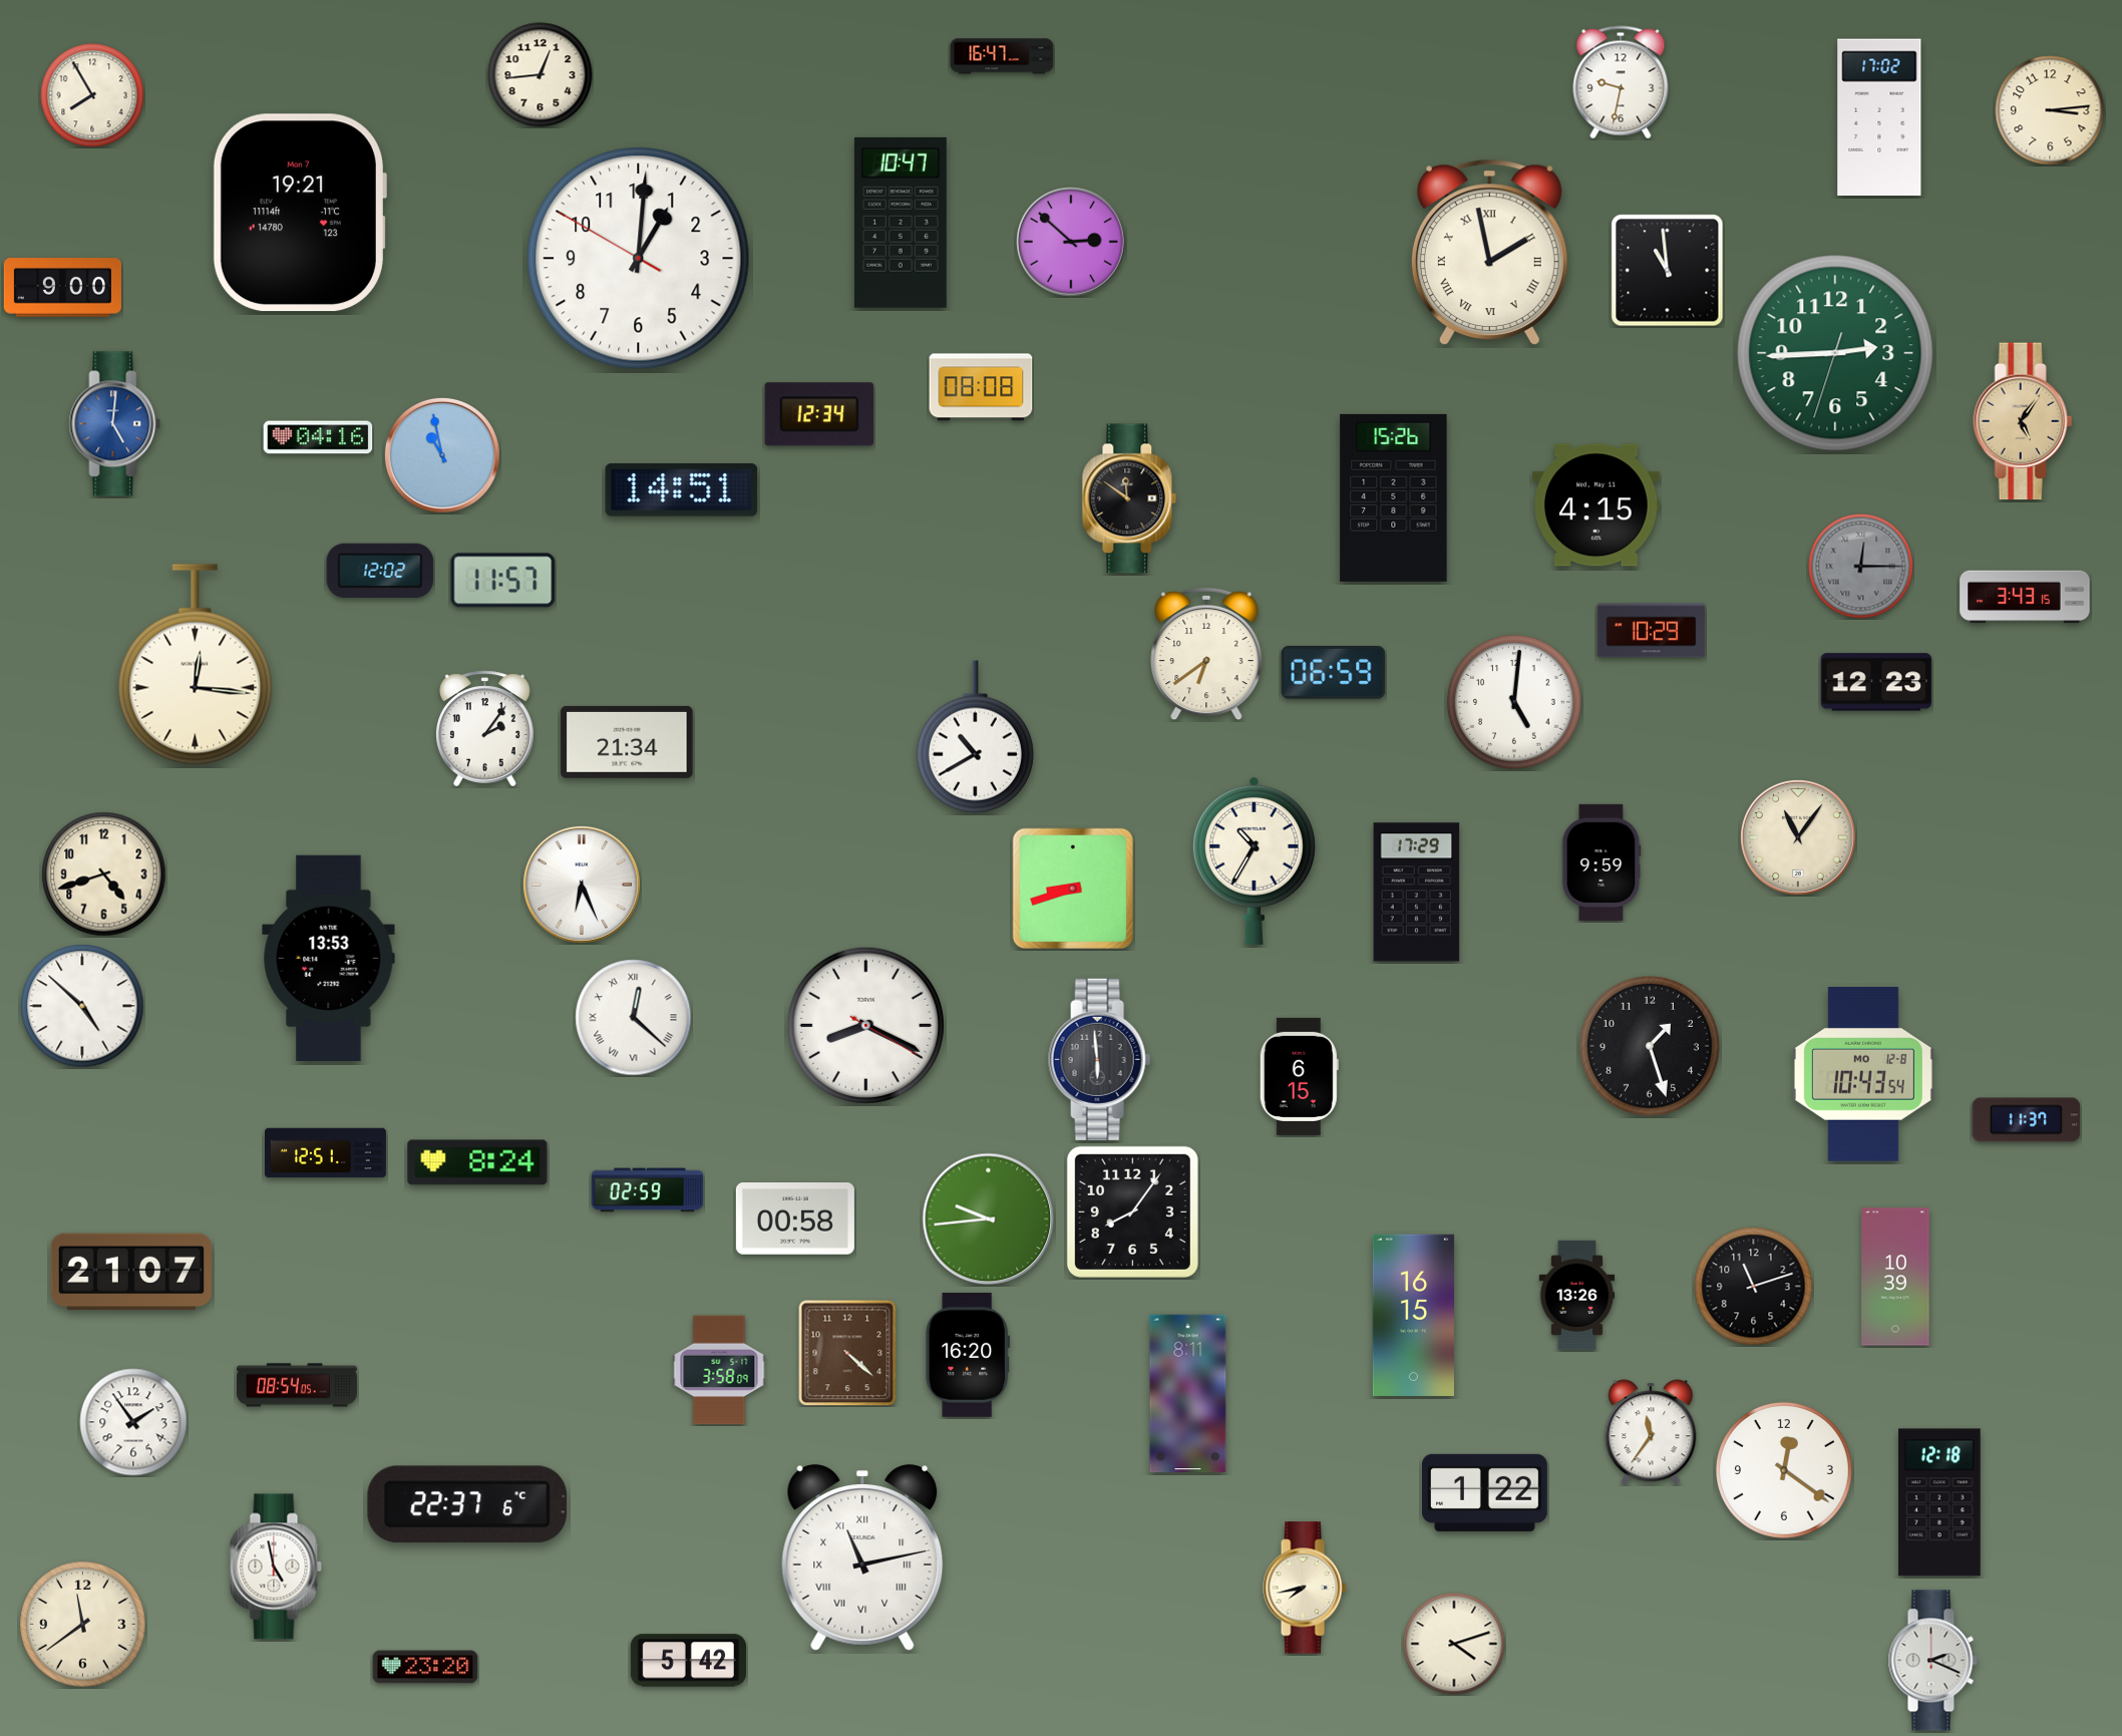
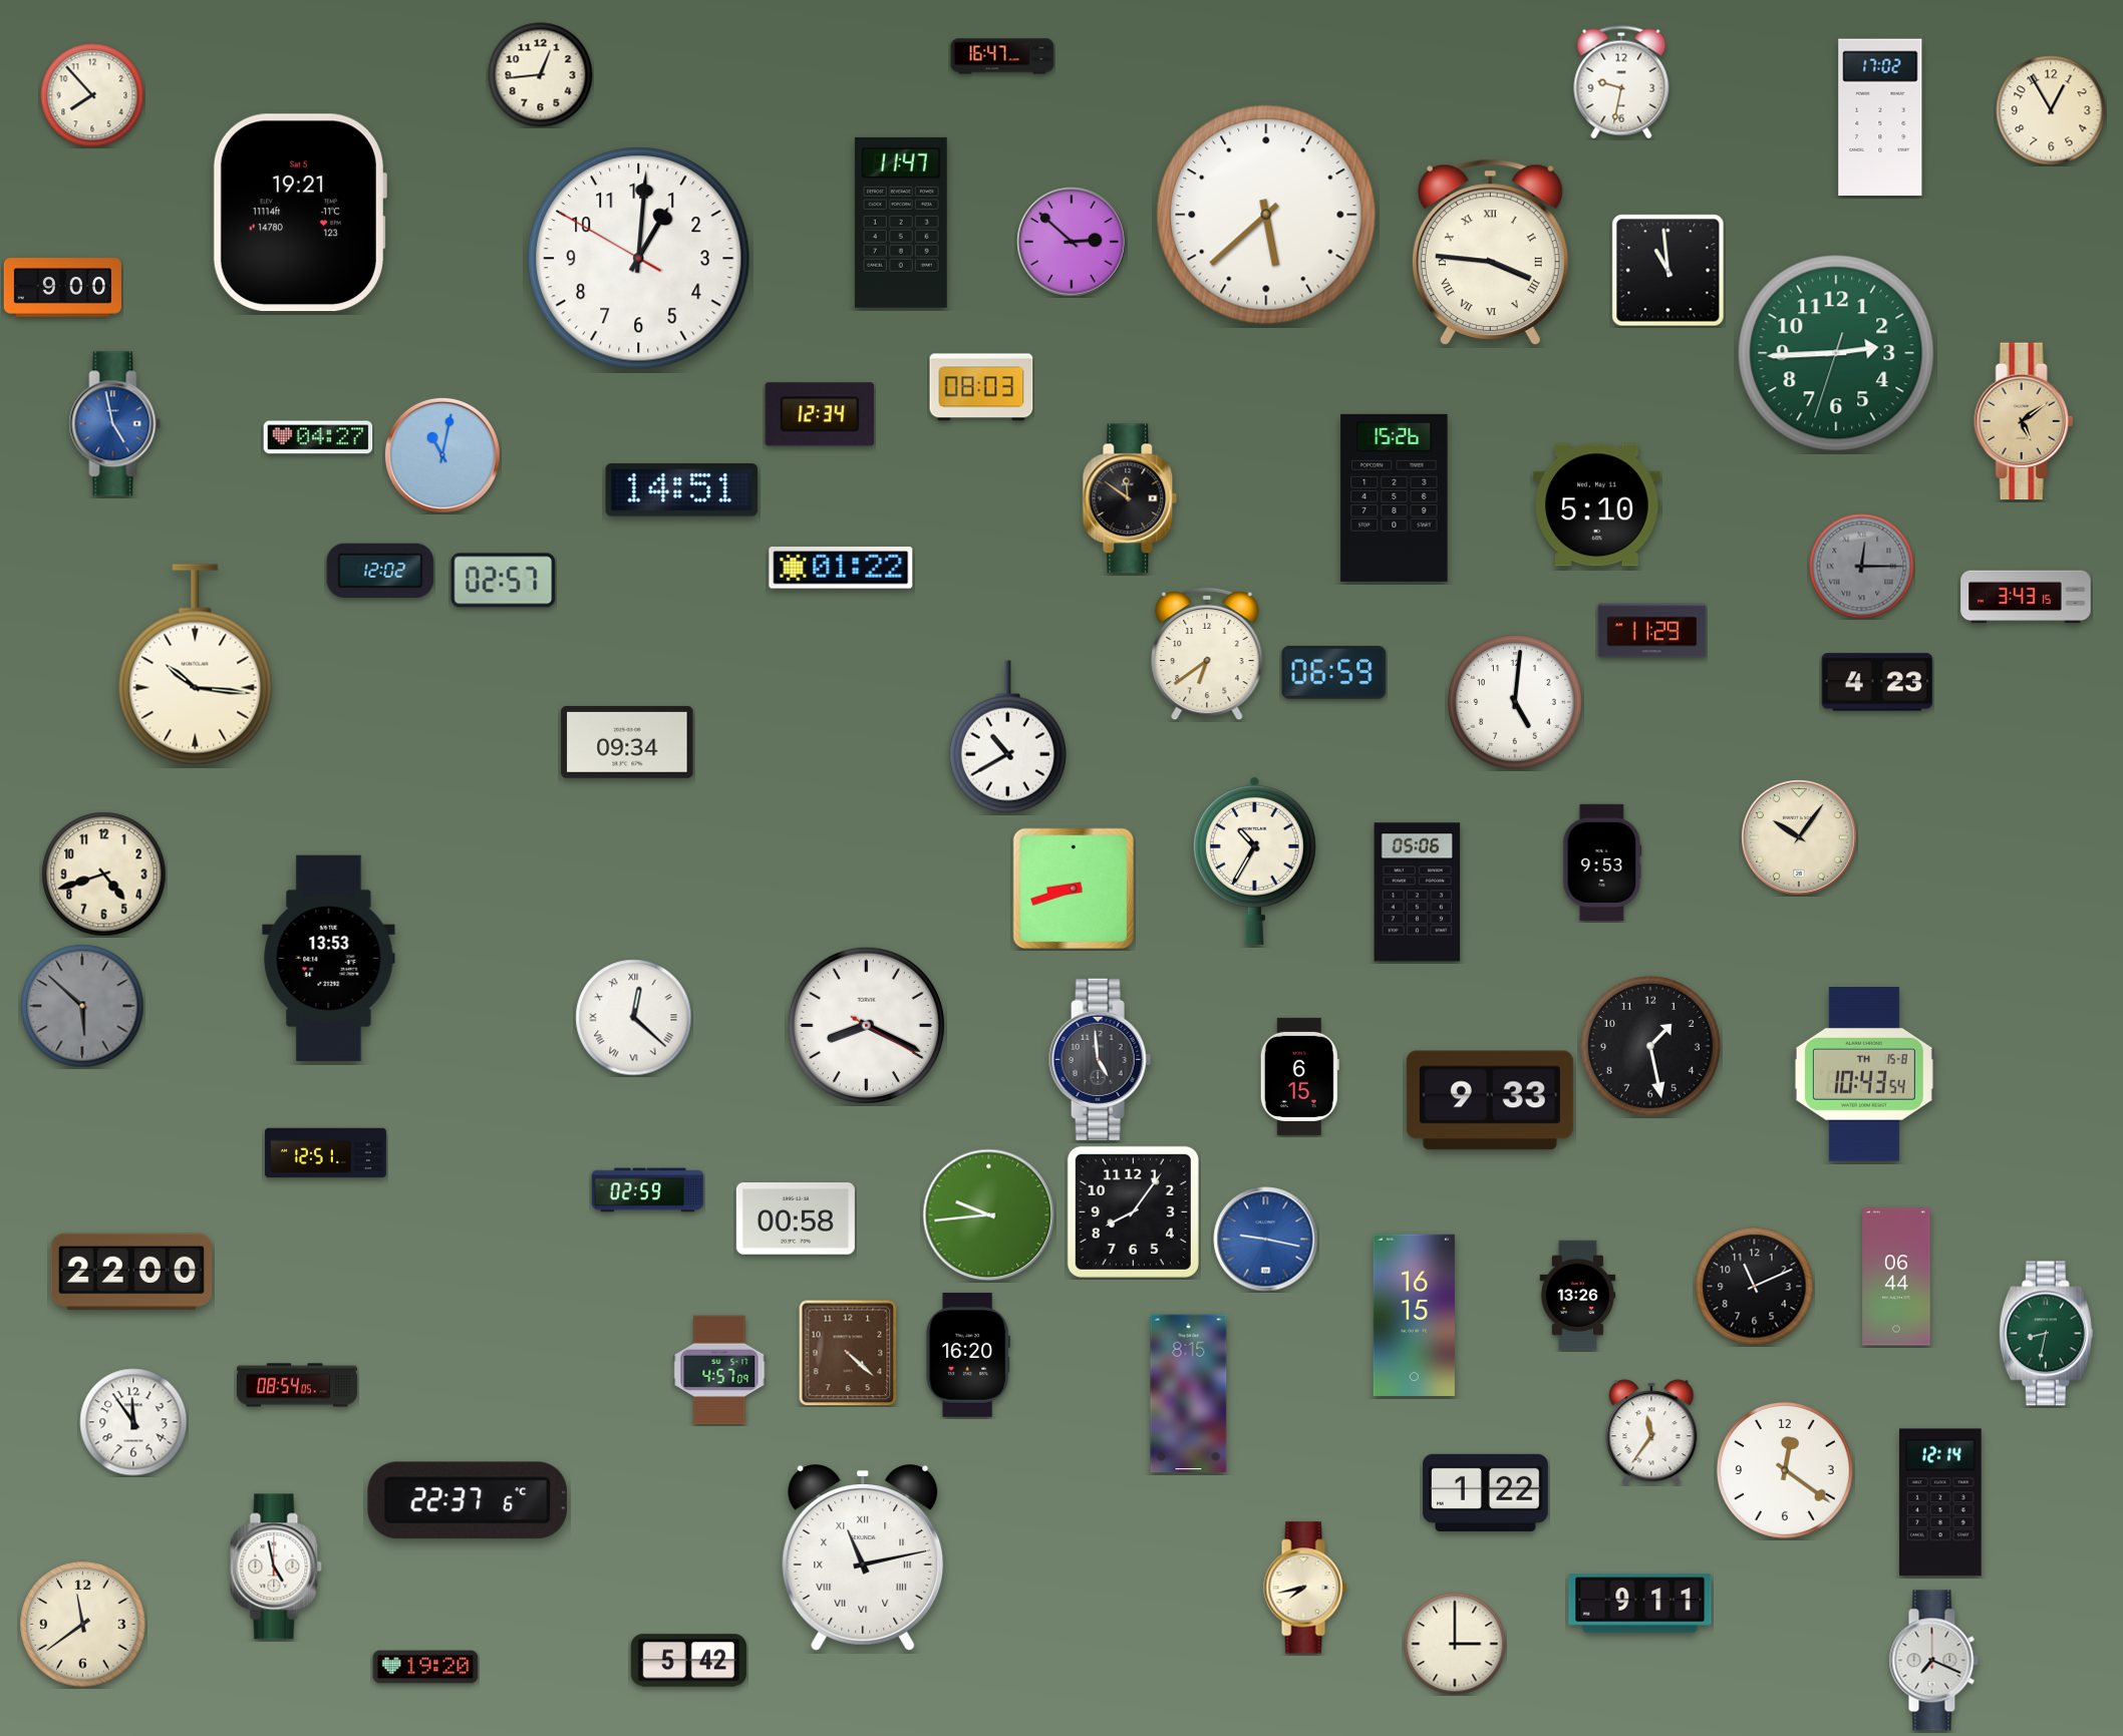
clock at (92, 95): 7:55 -> 7:53
clock at (2050, 110): 3:14 -> 12:55
clock at (299, 213) date: Mon 7 -> Sat 5
clock at (1266, 215): none -> 5:38
clock at (901, 223): 10:47 -> 11:47
clock at (1489, 253): 1:58 -> 3:46
clock at (981, 387): 08:08 -> 08:03
clock at (2023, 421): 5:06 -> 5:09
clock at (115, 424): 5:01 -> 4:58
clock at (318, 437): 04:16 -> 04:27
clock at (442, 455): 10:58 -> 11:02
clock at (1597, 505): 4:15 -> 5:10
clock at (841, 568): none -> 01:22
clock at (503, 581): 11:57 -> 02:57
clock at (1652, 631): 10:29 -> 11:29
clock at (196, 665): 12:16 -> 10:16
clock at (1876, 682): 12:23 -> 4:23
clock at (484, 729): 2:06 -> none
clock at (975, 737) position: (975, 737) -> (1007, 737)
clock at (627, 742): 21:34 -> 09:34
clock at (1798, 837): 11:06 -> 10:06
clock at (1602, 862): 9:59 -> 9:53
clock at (582, 885): 6:26 -> none
clock at (1417, 893): 17:29 -> 05:06
clock at (82, 1006): 4:52 -> 5:52
clock at (82, 1006) dial: white -> grey
clock at (1650, 1046): 1:27 -> 1:28
clock at (1100, 1059): 5:59 -> 4:59
clock at (1863, 1075) date: MO 12-8 -> TH 15-8
clock at (1490, 1100): none -> 9:33
clock at (2027, 1120): 11:37 -> none
clock at (477, 1162): 8:24 -> none
clock at (989, 1220) position: (989, 1220) -> (989, 1216)
clock at (1266, 1240): none -> 9:17
clock at (130, 1272): 21:07 -> 22:00
clock at (1895, 1277): 10:39 -> 06:44
clock at (1754, 1287): 11:12 -> 11:11
clock at (2046, 1334): none -> 8:32
clock at (719, 1370): 3:58 -> 4:57
clock at (1188, 1394): 8:11 -> 8:15
clock at (133, 1422): 1:54 -> 11:54
clock at (1940, 1502): 12:18 -> 12:14
clock at (467, 1504) position: (467, 1504) -> (468, 1500)
clock at (1640, 1604): none -> 9:11
clock at (1454, 1644): 4:12 -> 3:00
clock at (1932, 1661): 2:19 -> 7:19
clock at (425, 1667): 23:20 -> 19:20
